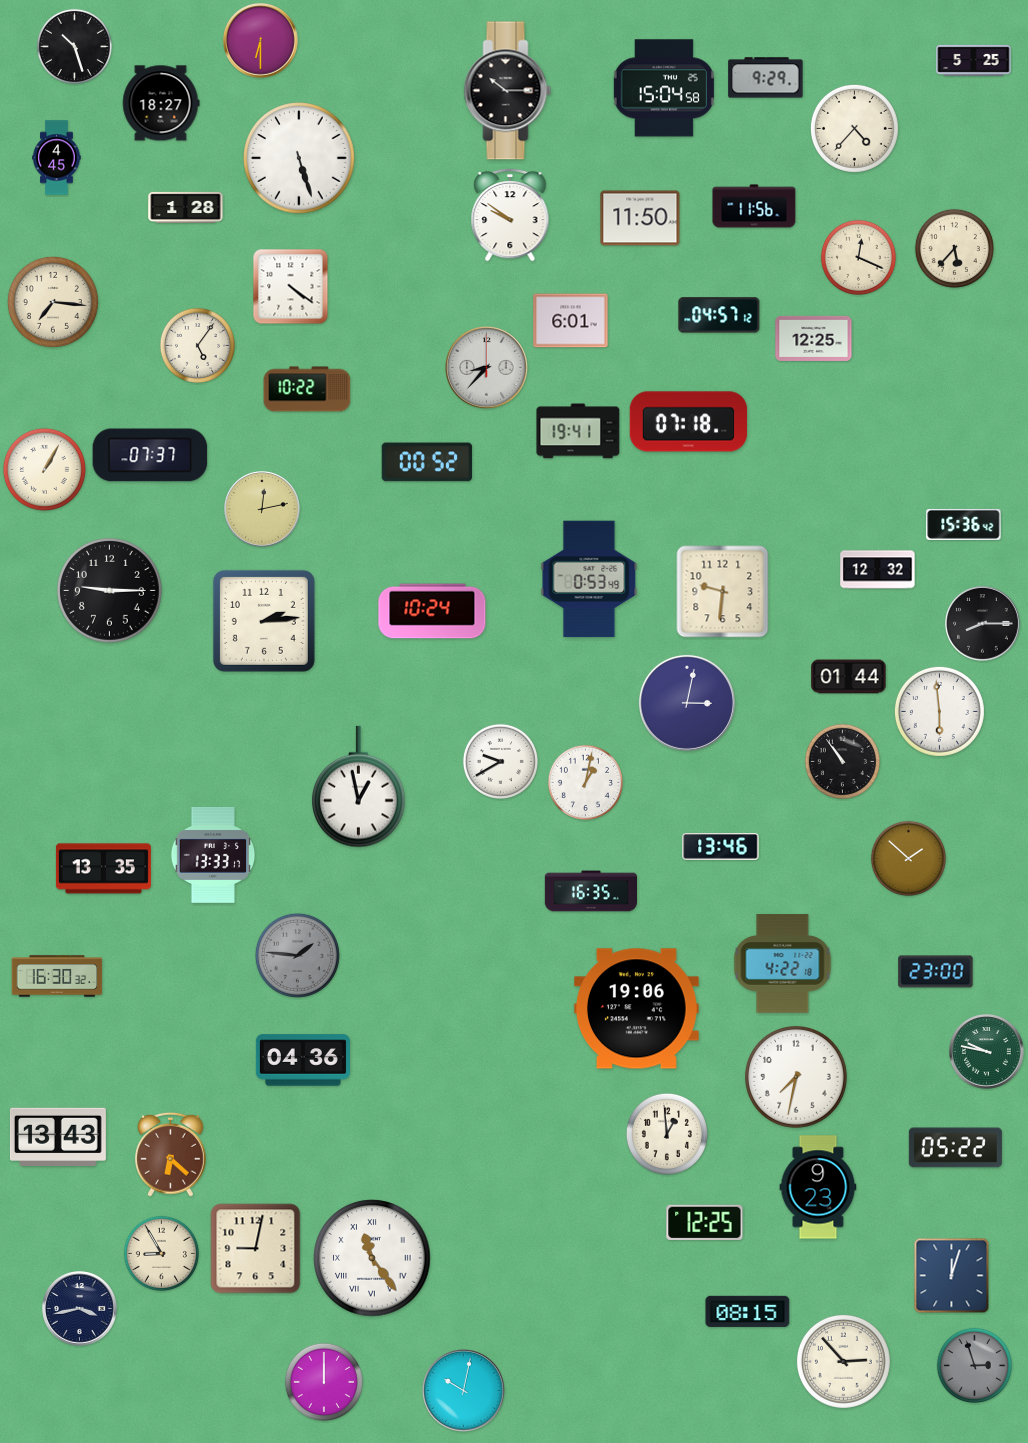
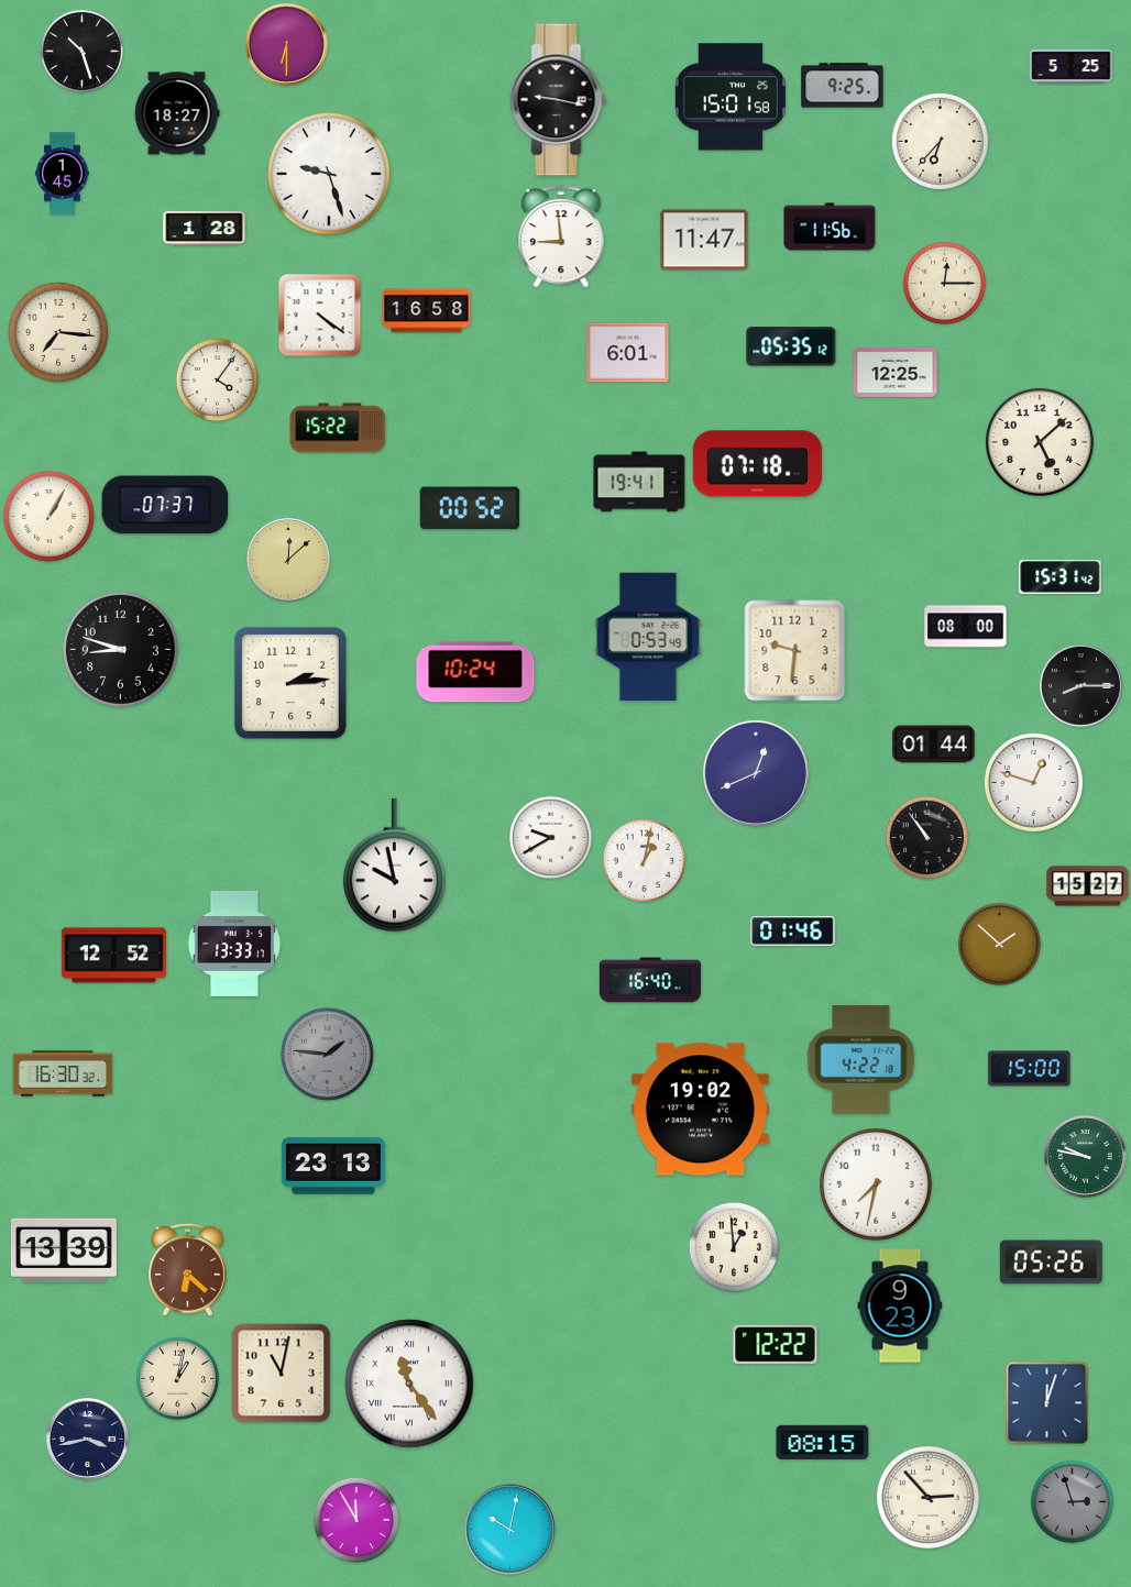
clock at (766, 78): 9:29 -> 9:25
clock at (664, 88): 15:04 -> 15:01
clock at (508, 91): 10:15 -> 9:17
clock at (854, 128): 4:37 -> 6:37
clock at (57, 158): 4:45 -> 1:45
clock at (299, 158): 5:27 -> 9:27
clock at (510, 215): 9:51 -> 8:59
clock at (640, 218): 11:50 -> 11:47
clock at (954, 248): 5:37 -> none
clock at (858, 257): 12:19 -> 12:15
clock at (427, 311): none -> 16:58
clock at (719, 315): 04:57 -> 05:35
clock at (197, 345): 5:06 -> 4:06
clock at (486, 367): 8:37 -> none
clock at (307, 389): 10:22 -> 15:22
clock at (1040, 442): none -> 5:08
clock at (578, 431) position: (578, 431) -> (639, 482)
clock at (150, 455) position: (150, 455) -> (165, 505)
clock at (263, 510): 12:13 -> 12:08
clock at (964, 524): 15:36 -> 15:31
clock at (878, 570): 12:32 -> 08:00
clock at (110, 591): 9:15 -> 8:48
clock at (687, 703): 3:02 -> 12:41
clock at (939, 711): 5:59 -> 12:48
clock at (359, 787): 12:58 -> 9:58
clock at (1088, 886): none -> 15:27
clock at (721, 847): 13:46 -> 01:46
clock at (213, 855) position: (213, 855) -> (234, 944)
clock at (103, 869): 13:35 -> 12:52
clock at (590, 891): 16:35 -> 16:40
clock at (297, 955) position: (297, 955) -> (327, 1054)
clock at (936, 972): 23:00 -> 15:00
clock at (636, 1009): 19:06 -> 19:02
clock at (303, 1060): 04:36 -> 23:13
clock at (58, 1137): 13:43 -> 13:39
clock at (955, 1148): 05:22 -> 05:26
clock at (705, 1223): 12:25 -> 12:22
clock at (256, 1249): 9:02 -> 11:02
clock at (161, 1253): 8:55 -> 1:02
clock at (324, 1382): 12:00 -> 11:55
